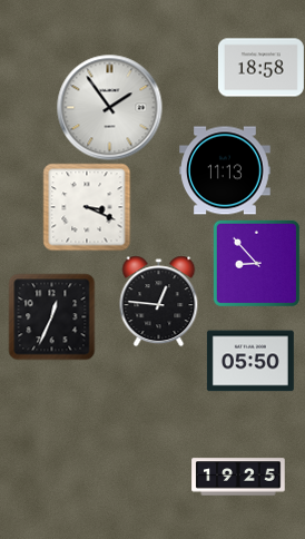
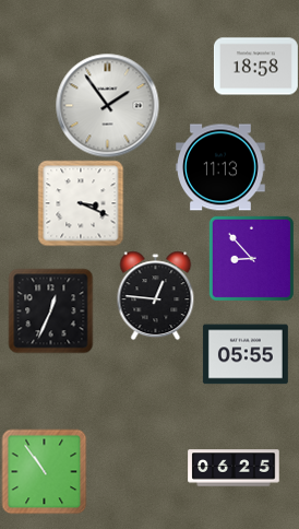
clock at (87, 207) position: (87, 207) -> (81, 203)
clock at (250, 361): 05:50 -> 05:55
clock at (238, 477): 19:25 -> 06:25
clock at (44, 471): none -> 10:54
